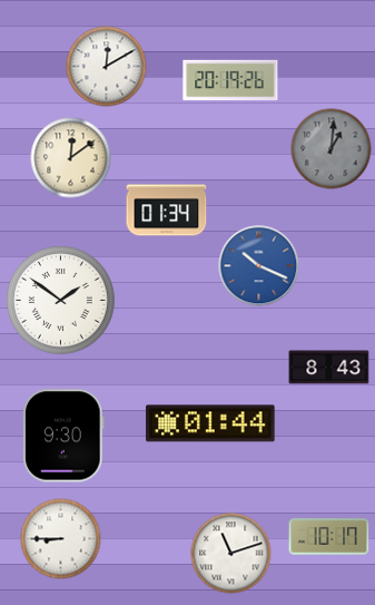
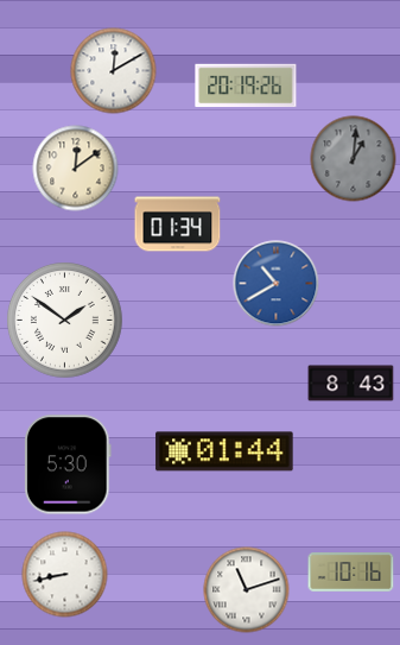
clock at (259, 266): 10:19 -> 10:40
clock at (329, 368) position: (329, 368) -> (351, 384)
clock at (65, 436): 9:30 -> 5:30
clock at (329, 537): 10:17 -> 10:16
clock at (61, 539): 8:45 -> 8:43
